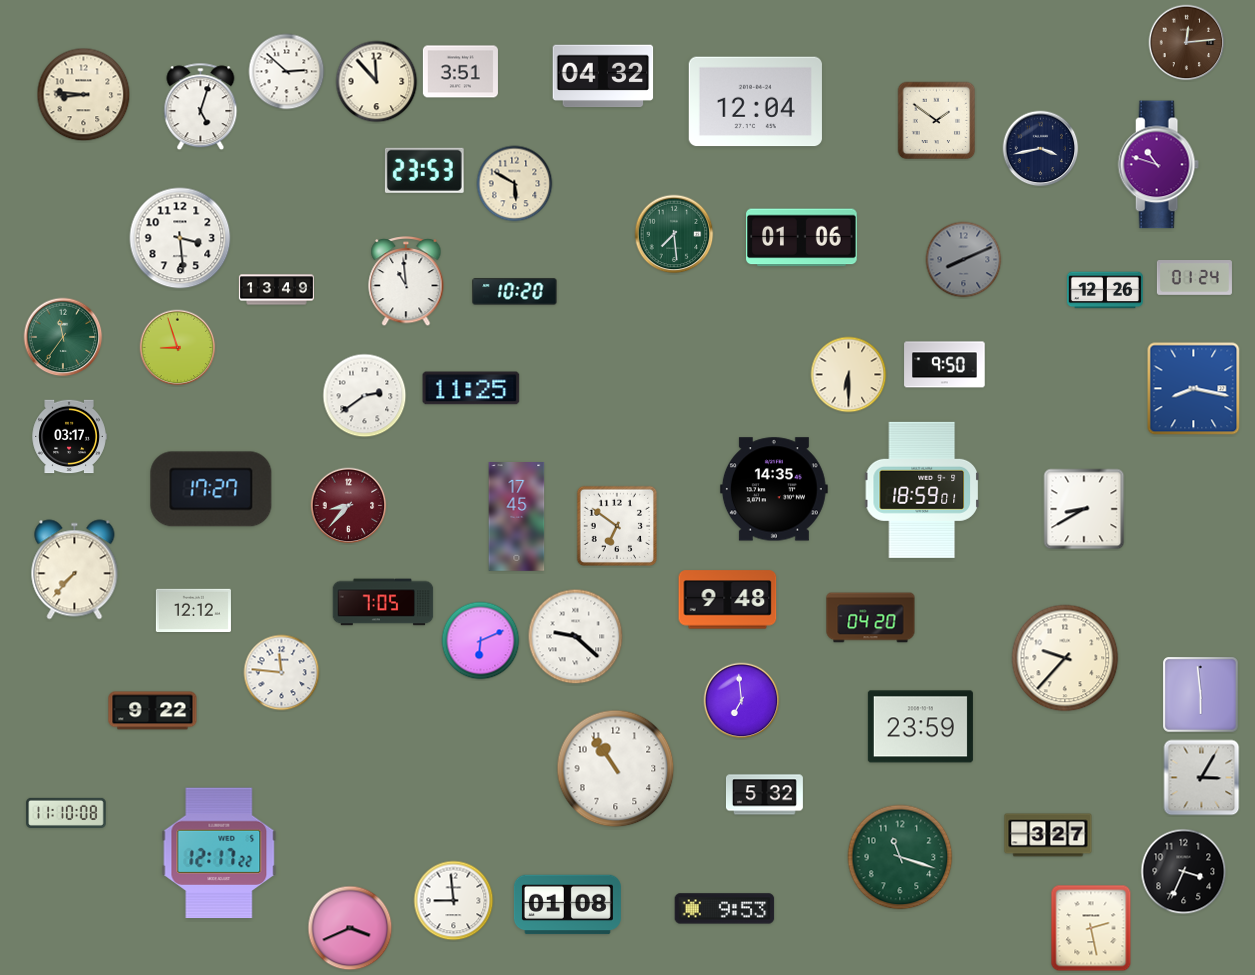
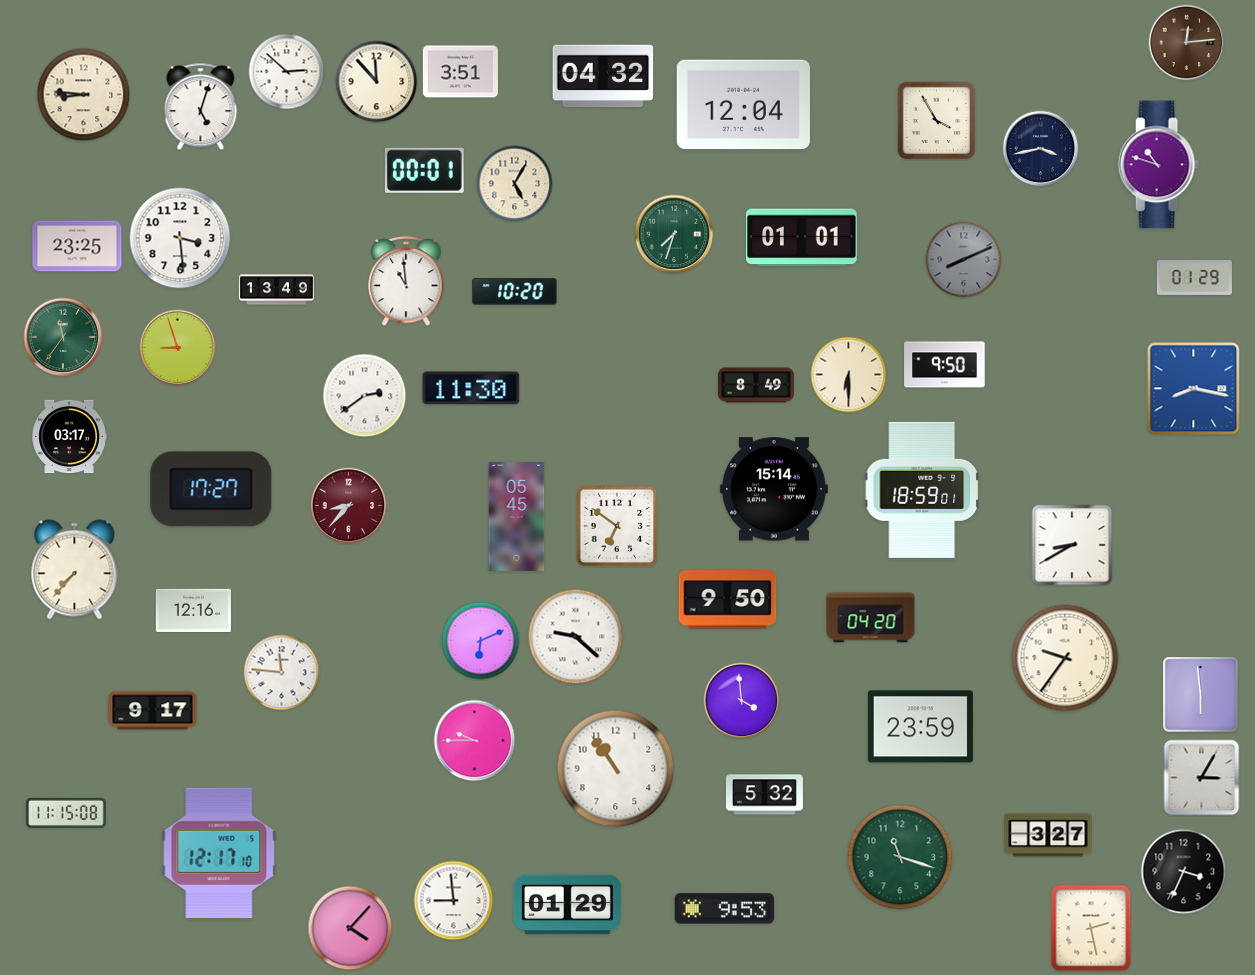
clock at (755, 102) position: (755, 102) -> (743, 105)
clock at (937, 121): 1:51 -> 3:55
clock at (424, 170): 23:53 -> 00:01
clock at (515, 184): 5:50 -> 5:05
clock at (674, 234): 7:29 -> 7:33
clock at (802, 238): 01:06 -> 01:01
clock at (77, 246): none -> 23:25
clock at (1194, 278): 01:24 -> 01:29
clock at (1105, 290): 12:26 -> none
clock at (756, 385): none -> 8:49
clock at (471, 388): 11:25 -> 11:30
clock at (774, 489): 14:35 -> 15:14
clock at (1084, 509) position: (1084, 509) -> (1072, 545)
clock at (517, 517): 17:45 -> 05:45
clock at (728, 600): 9:48 -> 9:50
clock at (383, 602): 7:05 -> none
clock at (193, 610): 12:12 -> 12:16
clock at (1065, 658): 9:37 -> 9:36
clock at (742, 701): 6:59 -> 3:59
clock at (153, 711): 9:22 -> 9:17
clock at (475, 741): none -> 9:45
clock at (66, 813): 11:10 -> 11:15
clock at (219, 853): 12:17:22 -> 12:17:10
clock at (567, 905): 01:08 -> 01:29
clock at (350, 928): 3:41 -> 4:07
